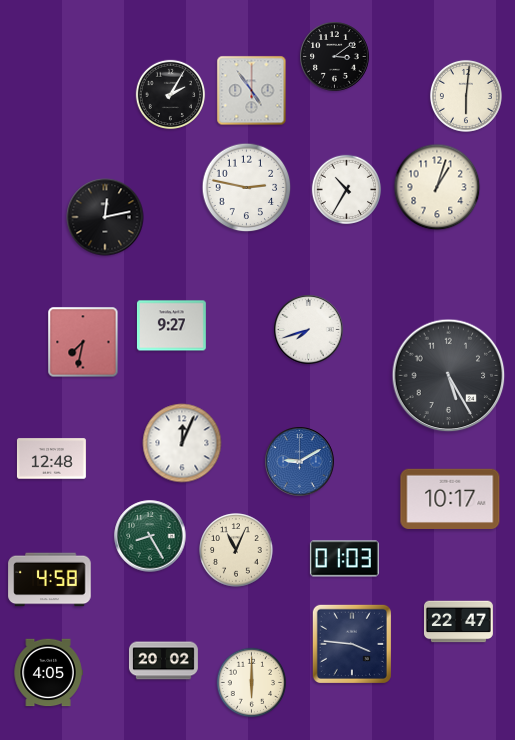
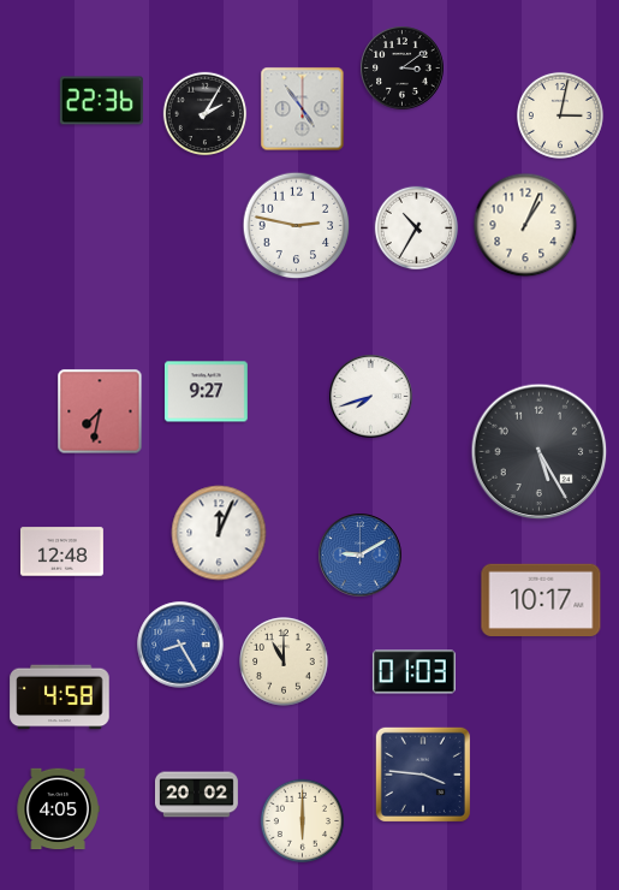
clock at (101, 101): none -> 22:36
clock at (466, 96): 6:01 -> 3:02
clock at (437, 187): 1:03 -> 1:04
clock at (105, 217): 12:13 -> none
clock at (150, 536) dial: green -> blue
clock at (236, 550): 11:04 -> 11:00
clock at (459, 622): 22:47 -> none
